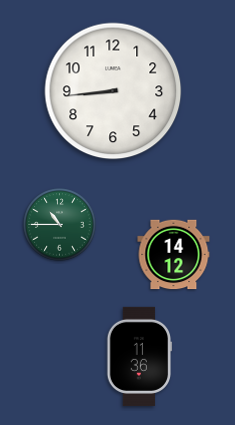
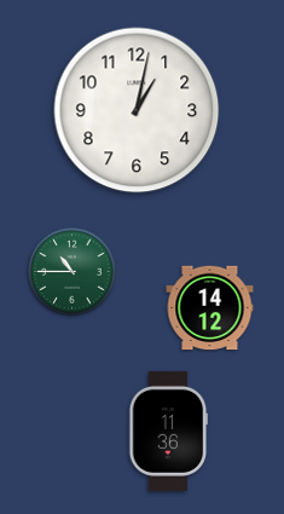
clock at (113, 91): 8:44 -> 1:02
